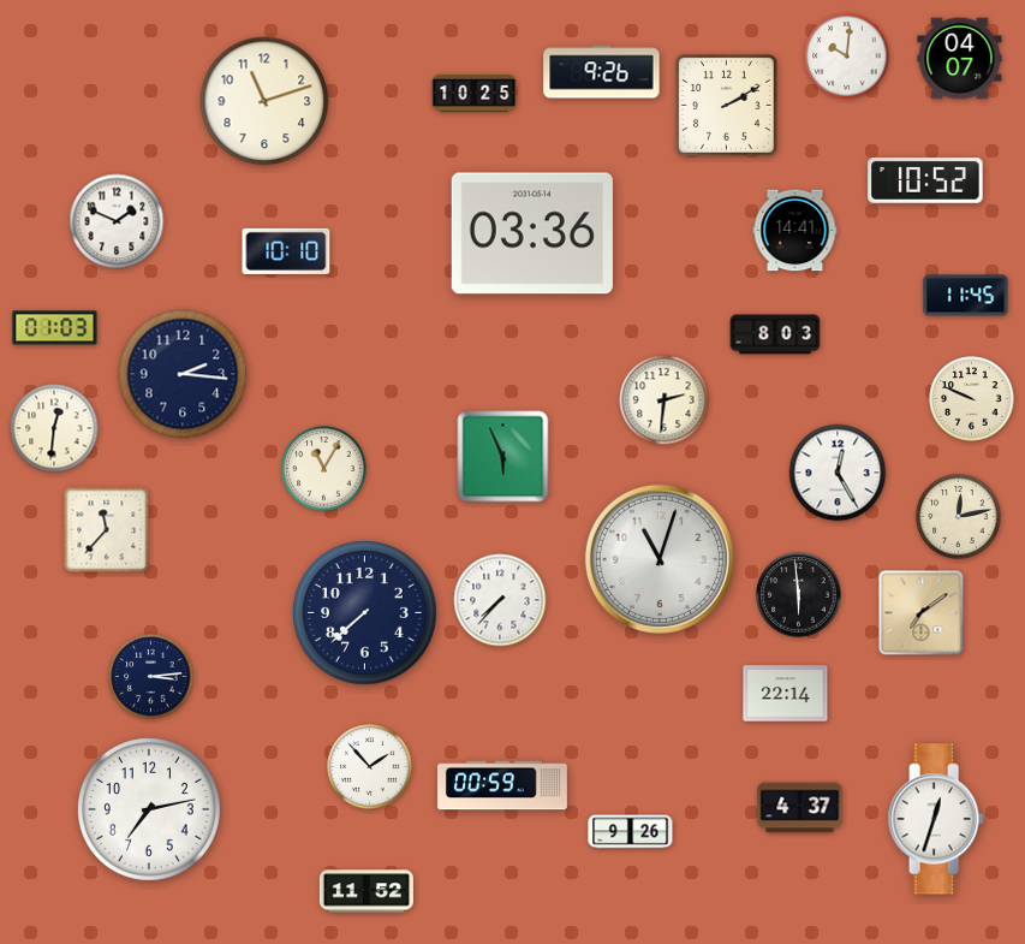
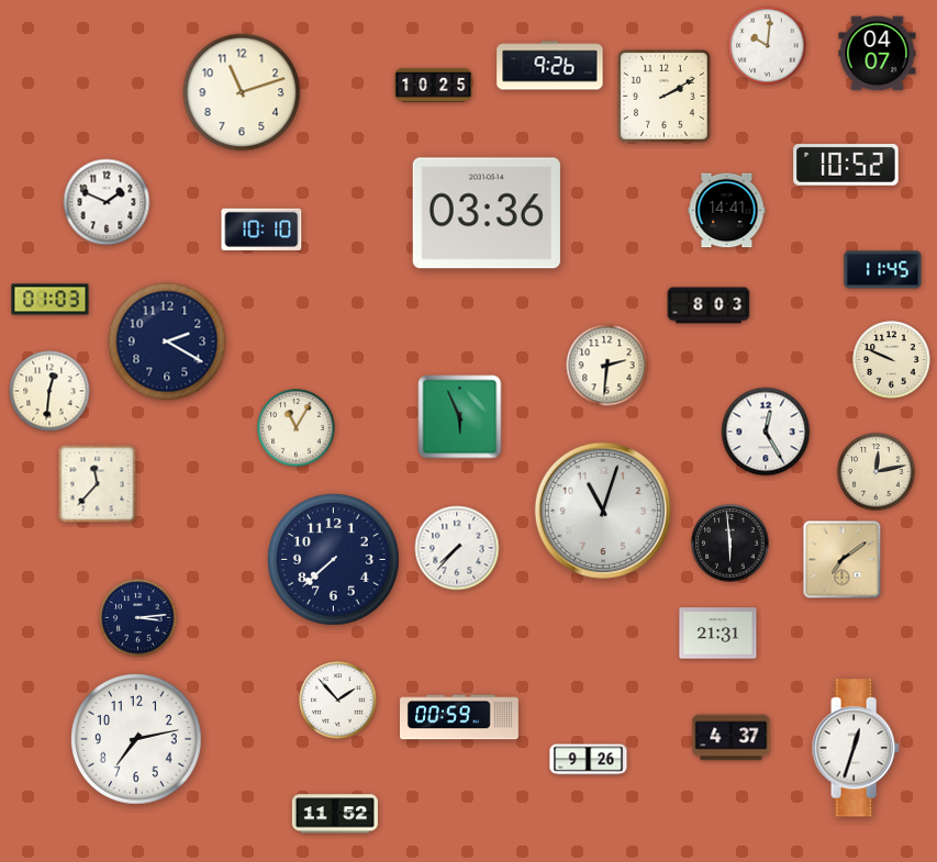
clock at (847, 57) position: (847, 57) -> (768, 46)
clock at (183, 374): 2:16 -> 2:20
clock at (972, 399) position: (972, 399) -> (892, 360)
clock at (786, 694): 22:14 -> 21:31
clock at (631, 832) position: (631, 832) -> (589, 760)
